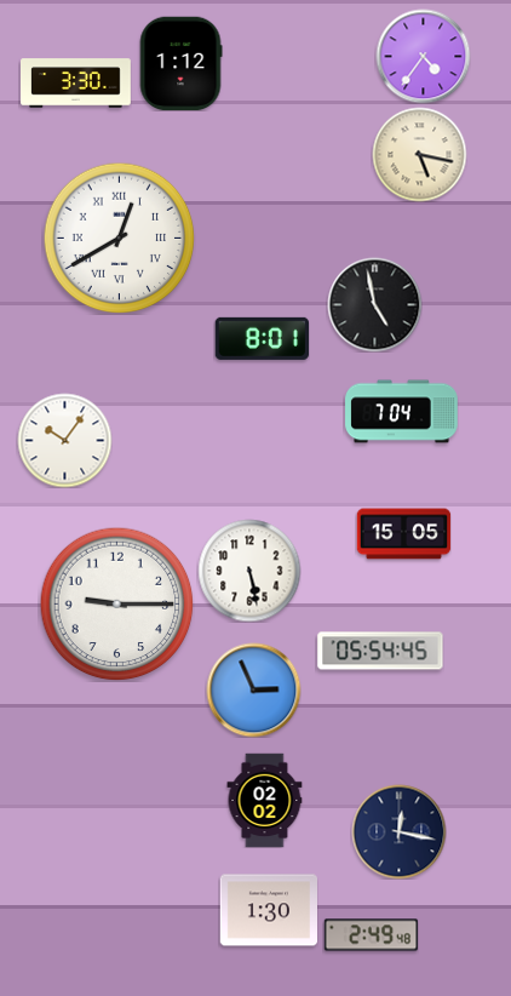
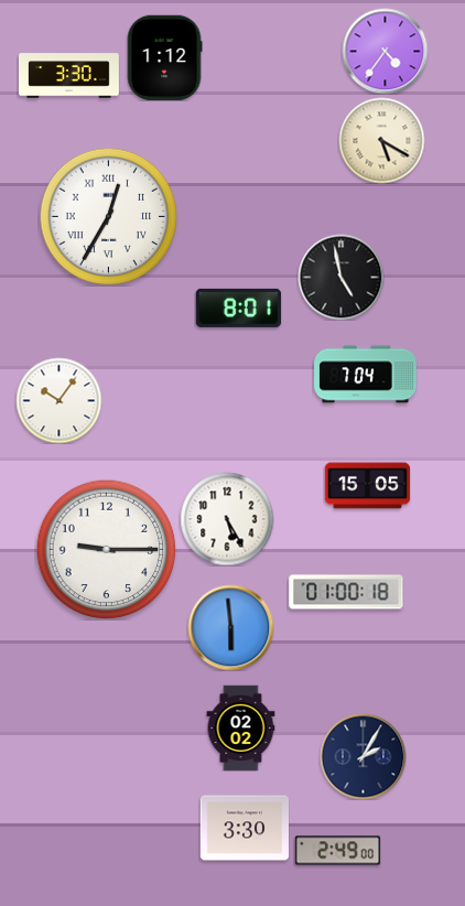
clock at (419, 154): 5:17 -> 5:20
clock at (119, 237): 12:40 -> 12:35
clock at (249, 571): 5:28 -> 5:25
clock at (380, 651): 05:54 -> 01:00
clock at (253, 689): 2:56 -> 5:59
clock at (398, 831): 12:17 -> 2:05
clock at (268, 910): 1:30 -> 3:30
clock at (371, 935): 2:49:48 -> 2:49:00
